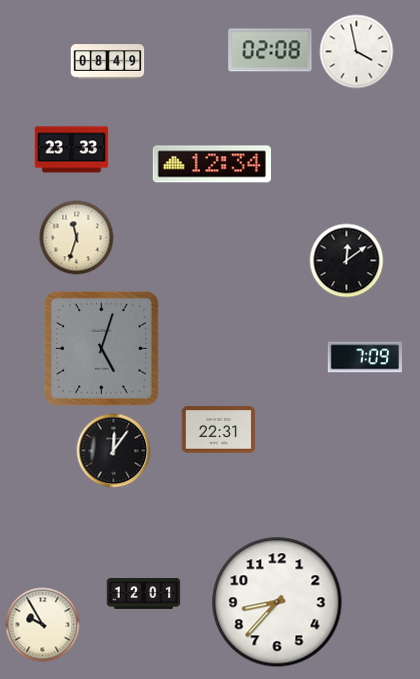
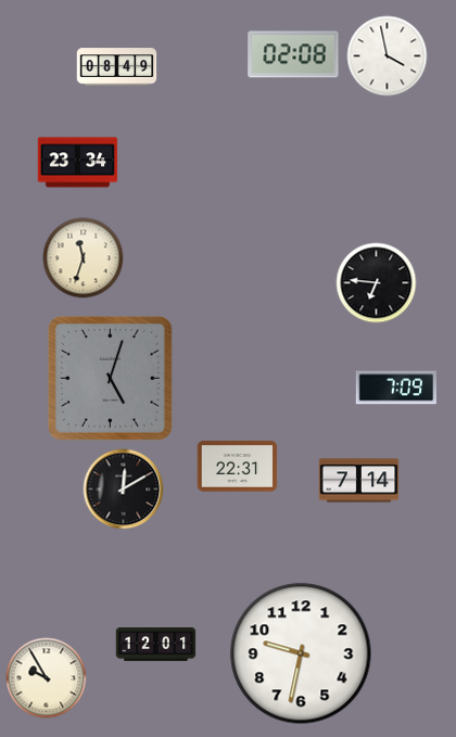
clock at (72, 150): 23:33 -> 23:34
clock at (212, 164): 12:34 -> none
clock at (347, 261): 12:09 -> 6:46
clock at (359, 481): none -> 7:14
clock at (114, 451): 12:06 -> 12:10
clock at (277, 602): 8:37 -> 9:32
